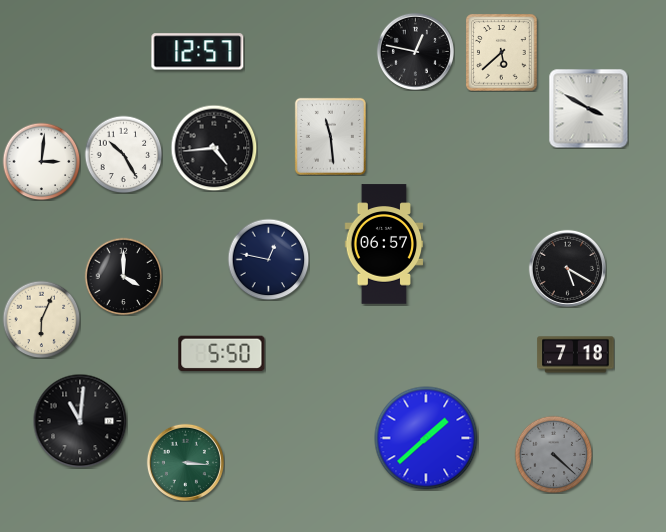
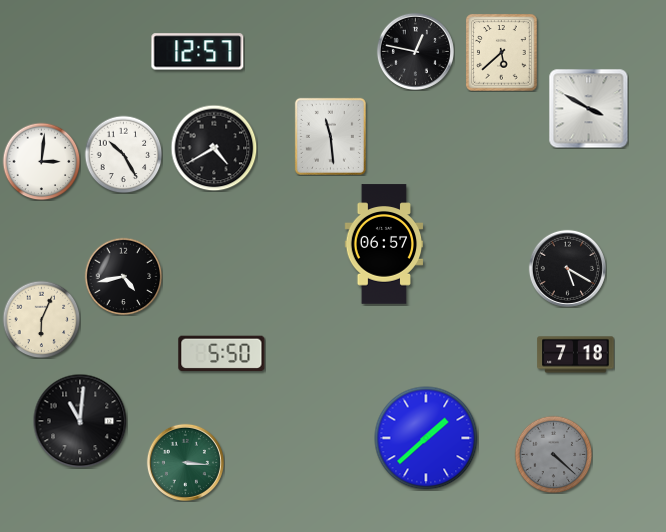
clock at (214, 148): 4:44 -> 4:40
clock at (268, 259): 12:47 -> none
clock at (123, 276): 4:00 -> 4:43
